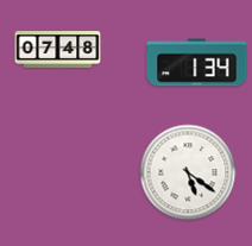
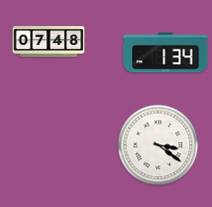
clock at (188, 172): 5:21 -> 3:21
